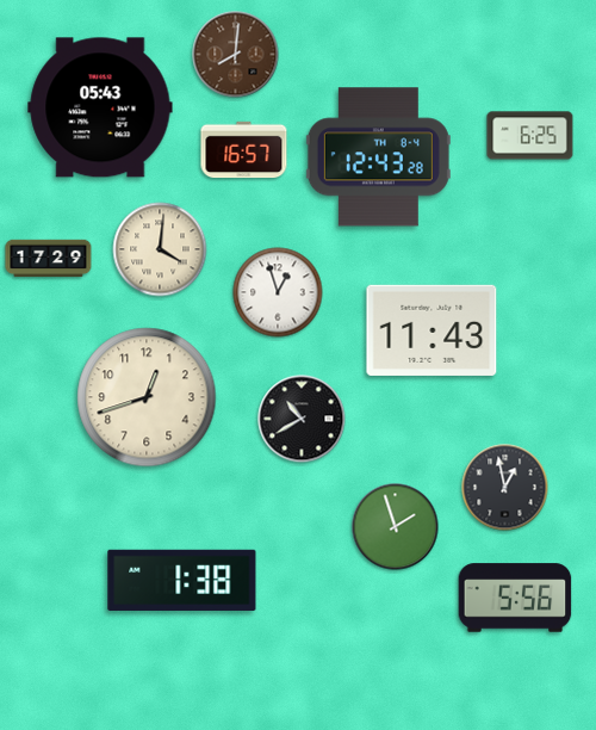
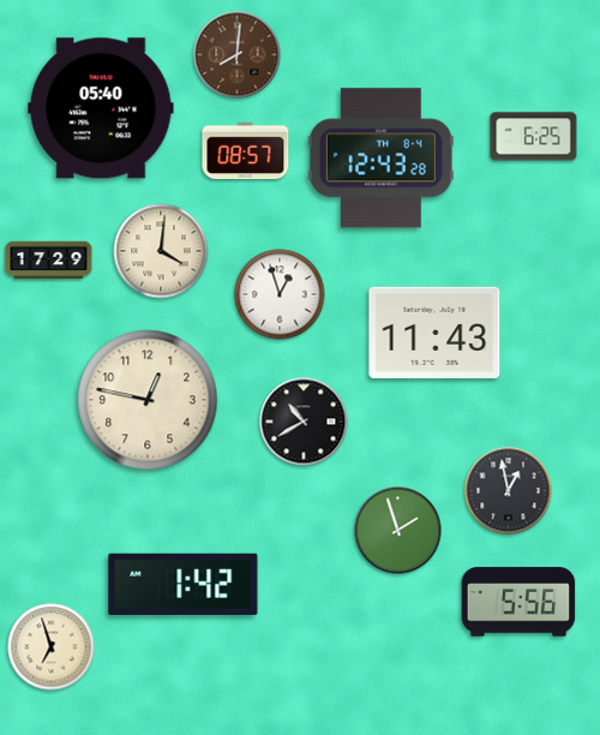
clock at (100, 107): 05:43 -> 05:40
clock at (244, 150): 16:57 -> 08:57
clock at (147, 397): 12:42 -> 12:47
clock at (182, 580): 1:38 -> 1:42
clock at (52, 647): none -> 6:57
